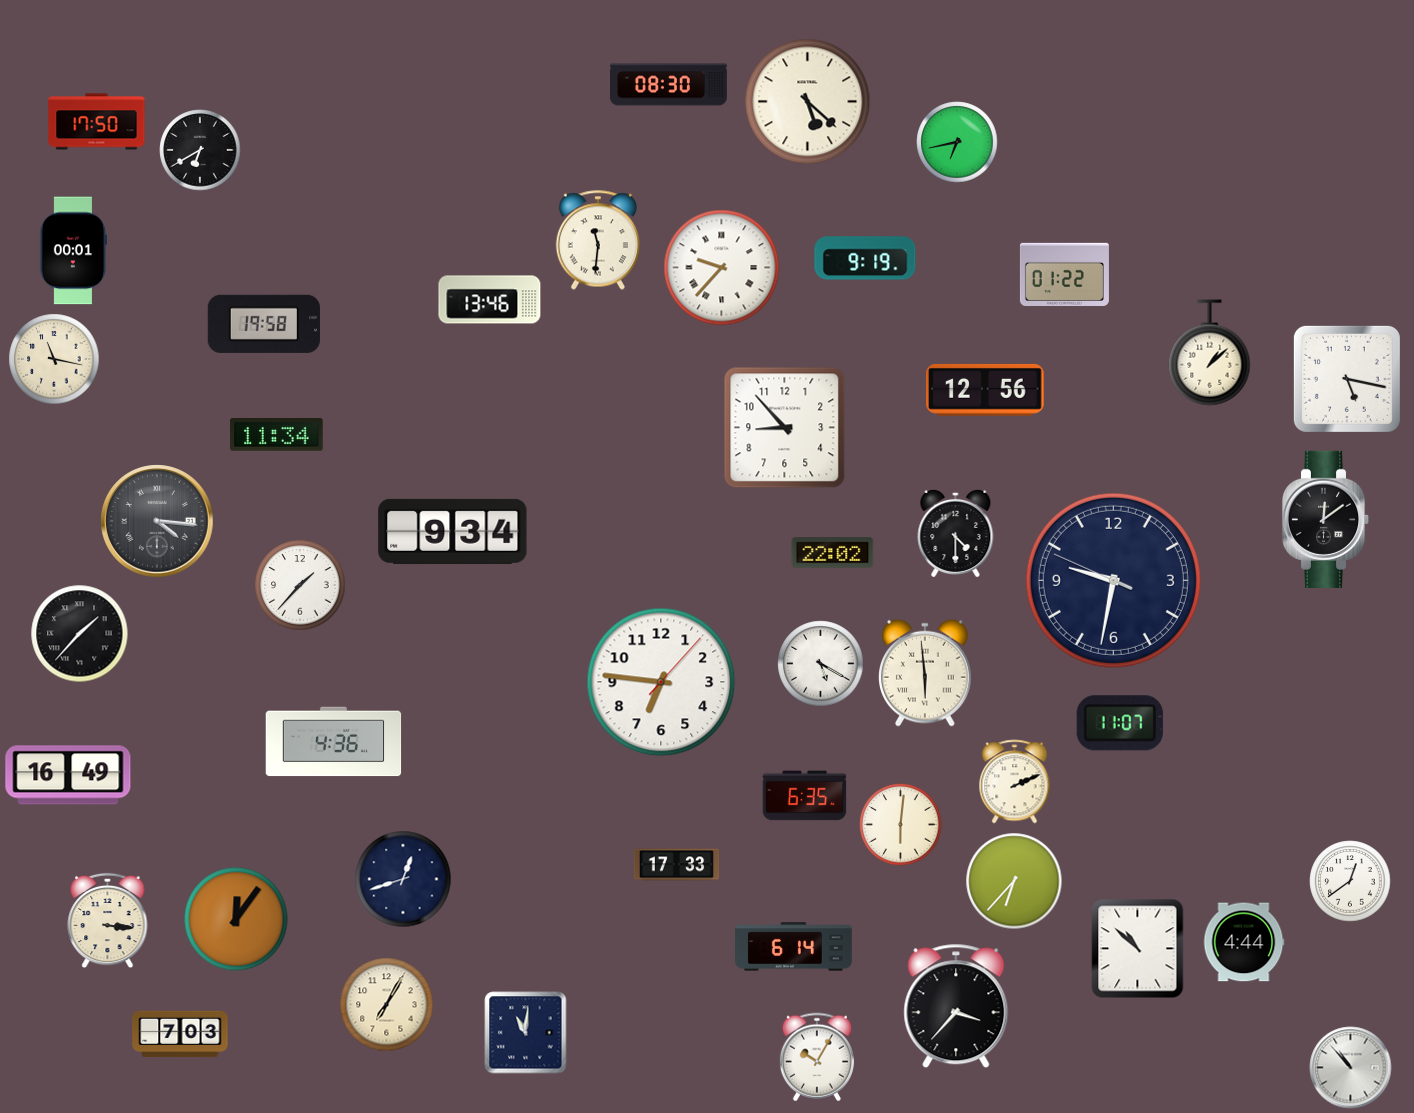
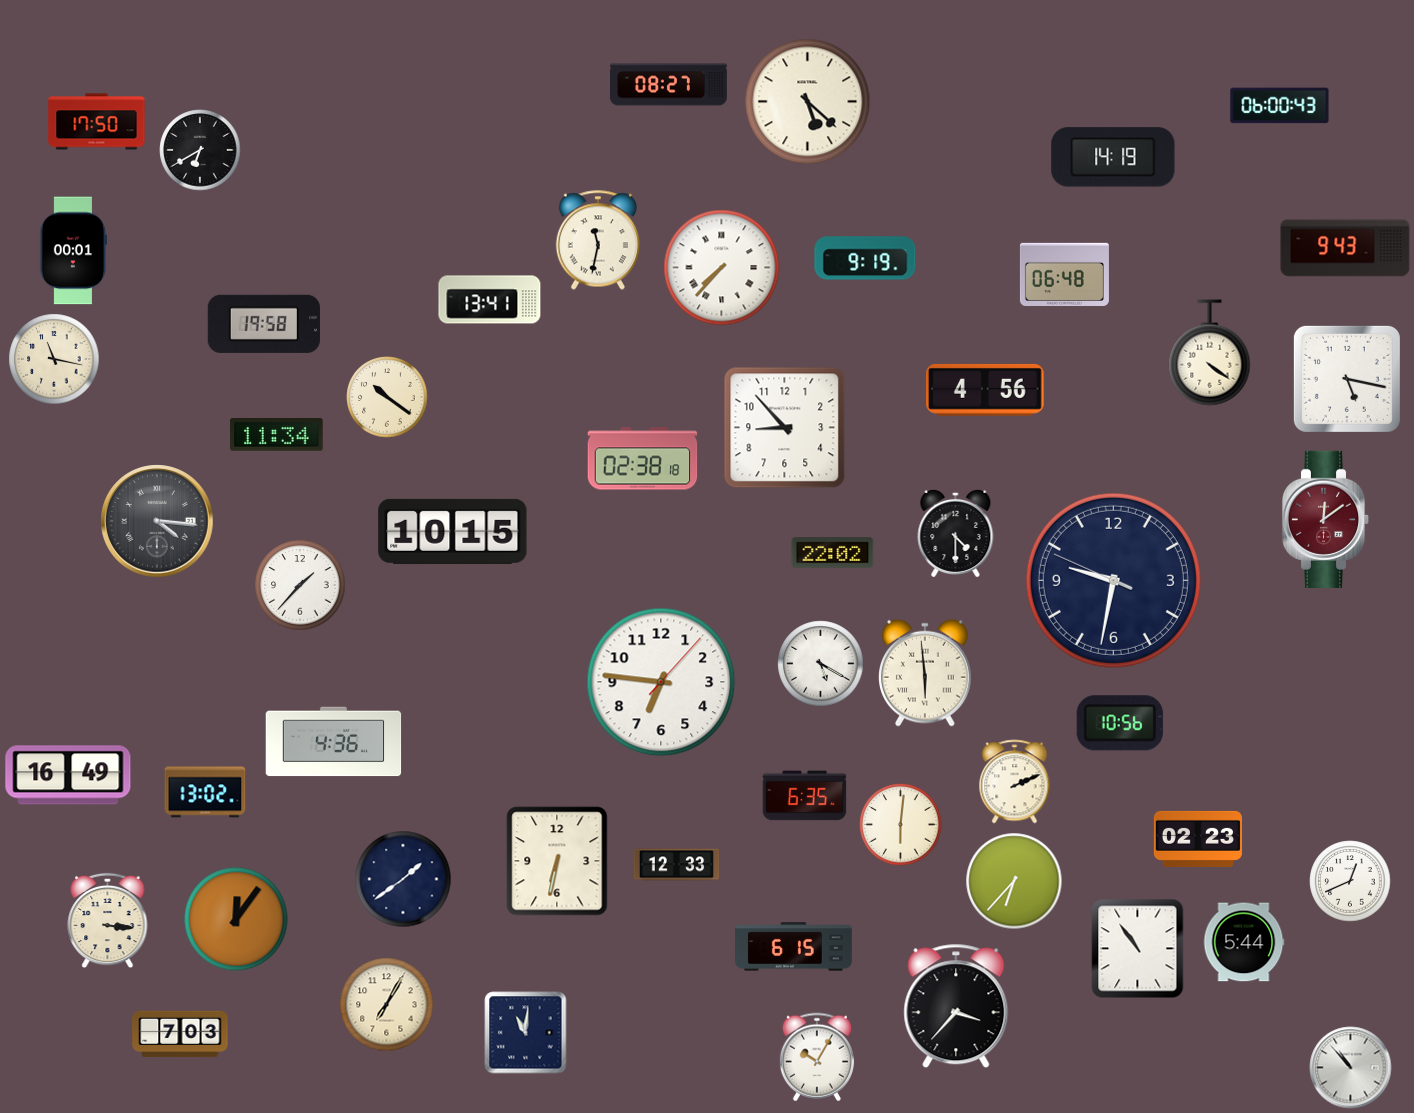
clock at (669, 85): 08:30 -> 08:27
clock at (1280, 106): none -> 06:00
clock at (957, 142): 6:43 -> none
clock at (1113, 157): none -> 14:19
clock at (597, 240): 11:31 -> 11:32
clock at (1345, 248): none -> 9:43
clock at (722, 268): 9:37 -> 7:37
clock at (1064, 274): 01:22 -> 06:48
clock at (490, 300): 13:46 -> 13:41
clock at (1210, 353): 1:08 -> 4:21
clock at (986, 390): 12:56 -> 4:56
clock at (387, 397): none -> 10:21
clock at (643, 459): none -> 02:38
clock at (1326, 519) dial: black -> burgundy
clock at (453, 531): 9:34 -> 10:15
clock at (80, 634): 1:37 -> none
clock at (1120, 723): 11:07 -> 10:56
clock at (205, 792): none -> 13:02
clock at (1198, 839): none -> 02:23
clock at (557, 861): none -> 6:32
clock at (677, 865): 17:33 -> 12:33
clock at (403, 879): 12:42 -> 1:39
clock at (1350, 881): 12:39 -> 12:41
clock at (1244, 942): 4:44 -> 5:44
clock at (794, 947): 6:14 -> 6:15
clock at (1138, 949): 10:52 -> 10:54
